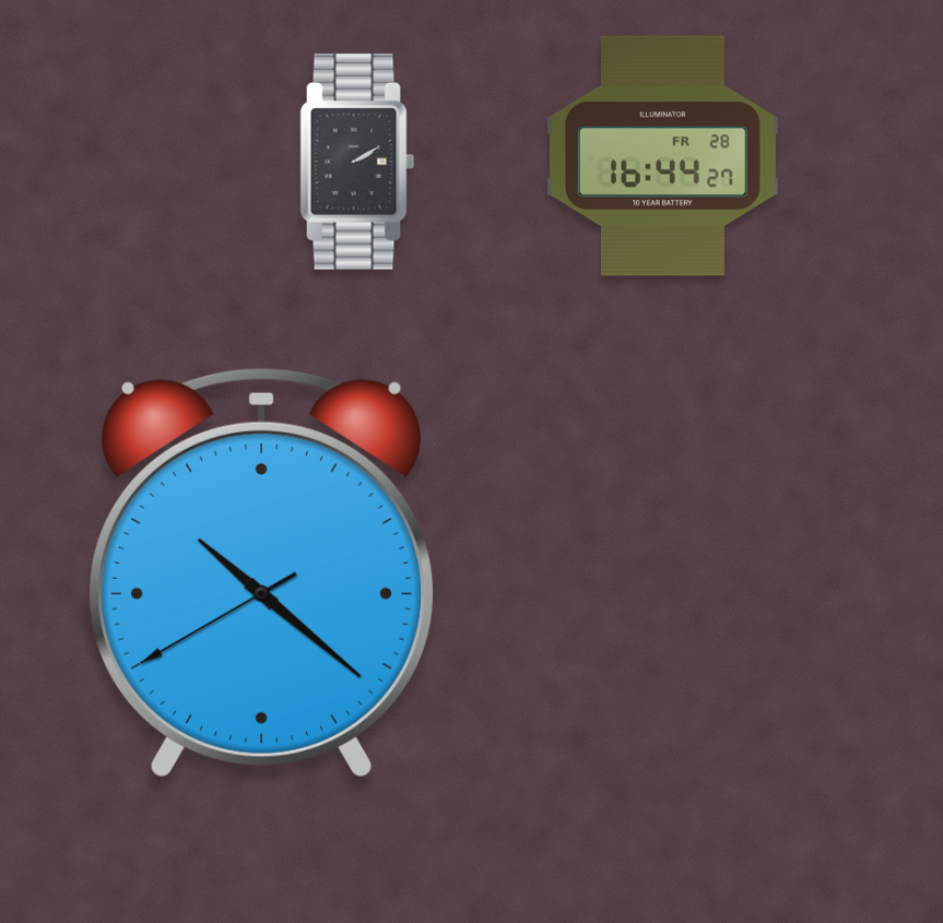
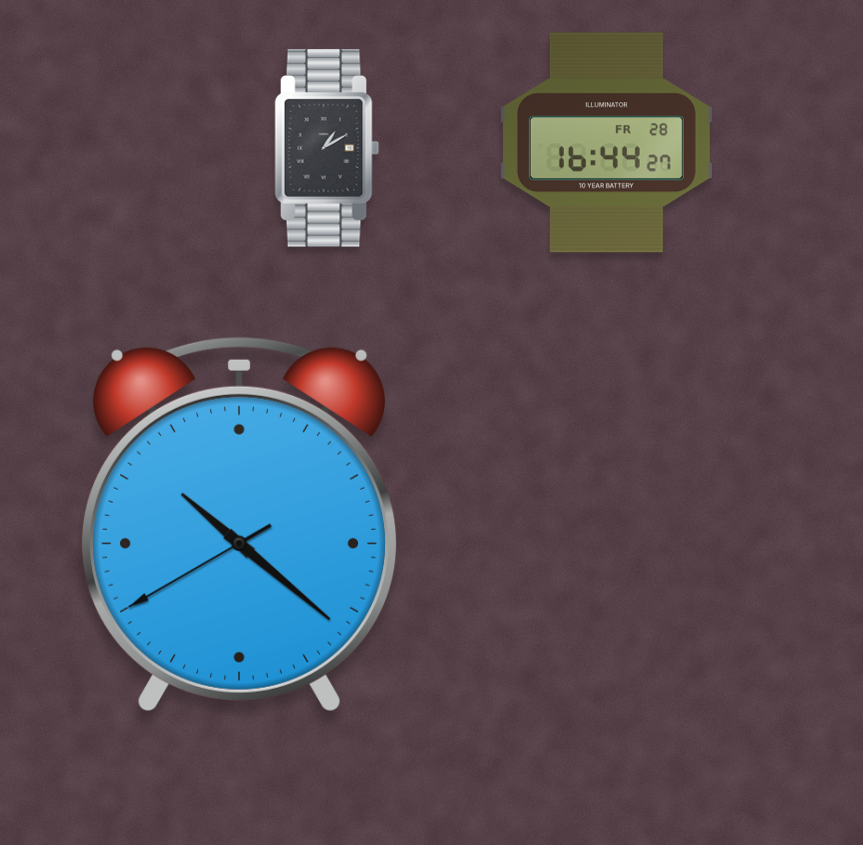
clock at (357, 162): 2:10 -> 1:10
